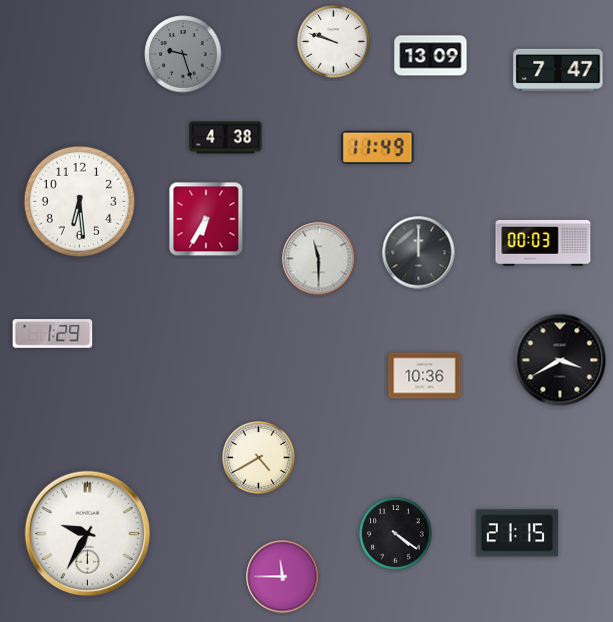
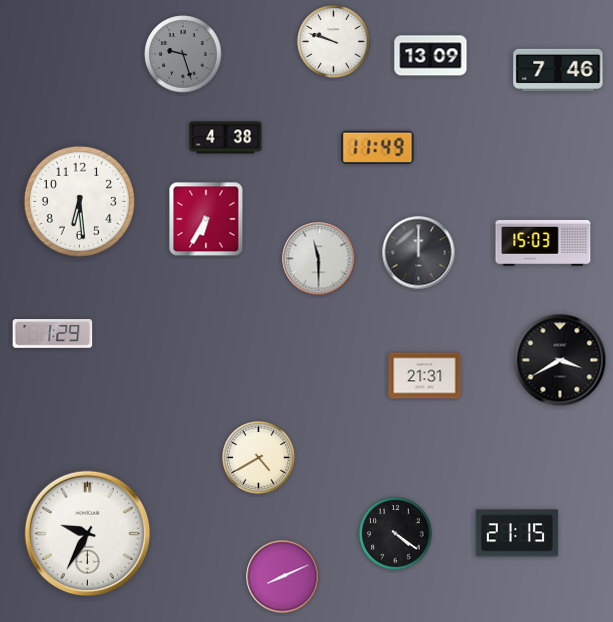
clock at (558, 70): 7:47 -> 7:46
clock at (543, 243): 00:03 -> 15:03
clock at (425, 376): 10:36 -> 21:31
clock at (283, 577): 11:45 -> 8:11
